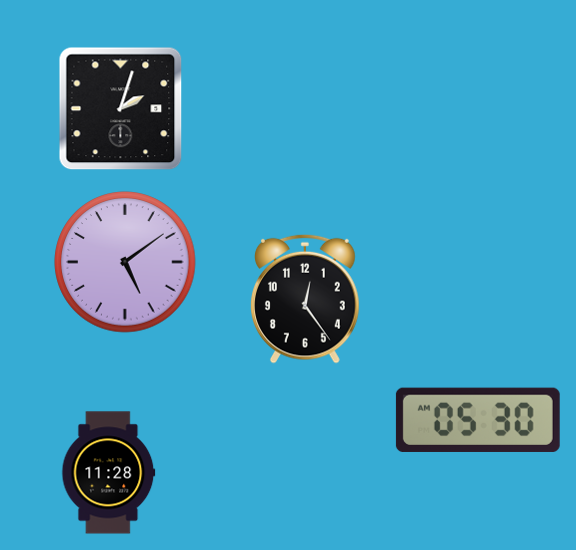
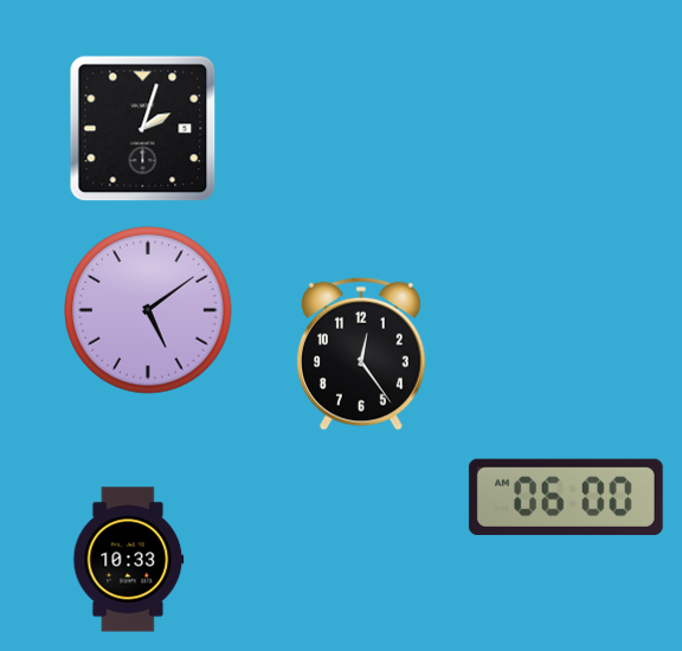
clock at (478, 420): 05:30 -> 06:00
clock at (109, 473): 11:28 -> 10:33
